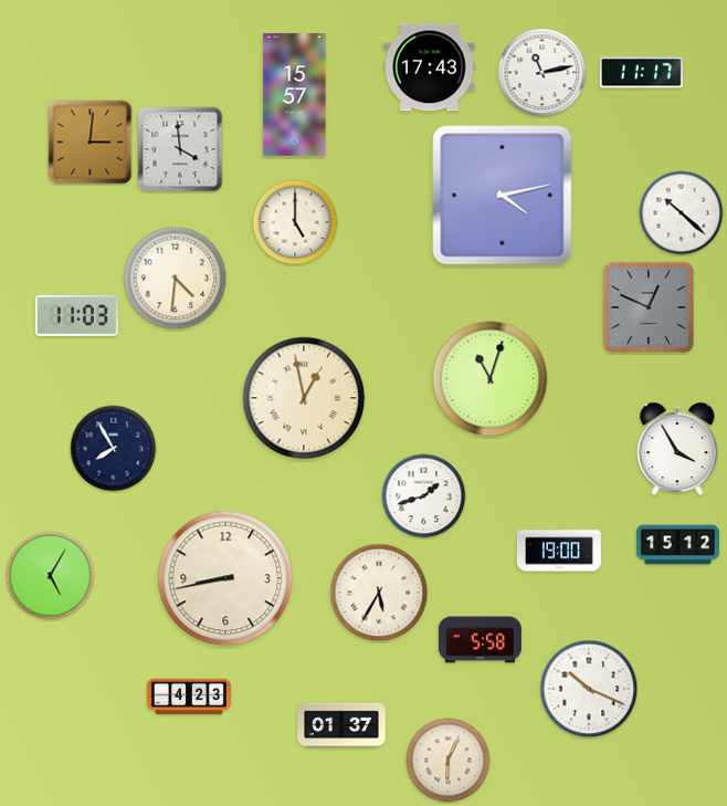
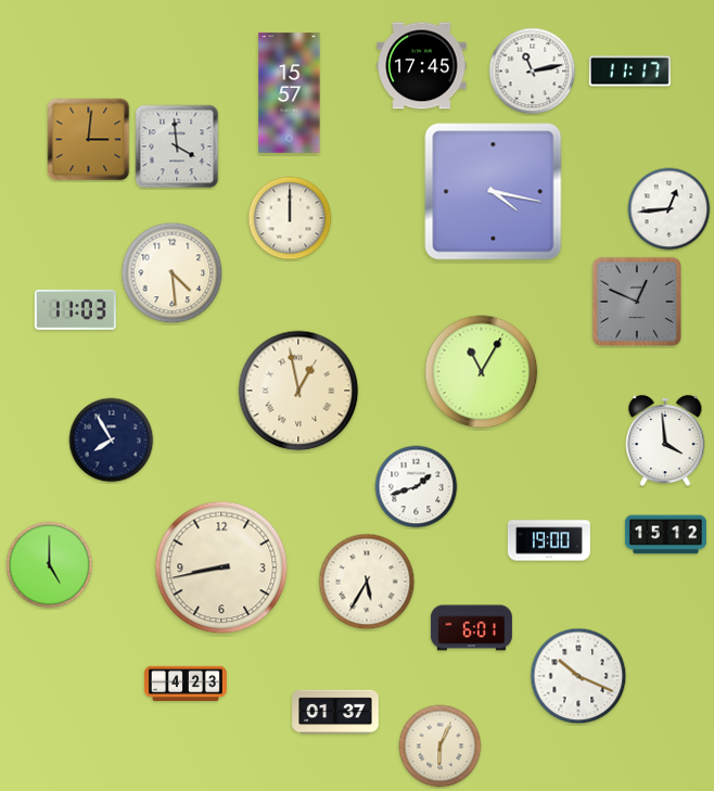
clock at (430, 67): 17:43 -> 17:45
clock at (503, 196): 4:13 -> 4:17
clock at (682, 213): 10:22 -> 12:44
clock at (295, 222): 5:00 -> 12:00
clock at (176, 279): 4:31 -> 4:29
clock at (491, 379): 11:03 -> 11:05
clock at (677, 449): 3:55 -> 3:59
clock at (51, 576): 5:05 -> 5:00
clock at (379, 593) position: (379, 593) -> (367, 582)
clock at (480, 640): 5:58 -> 6:01
